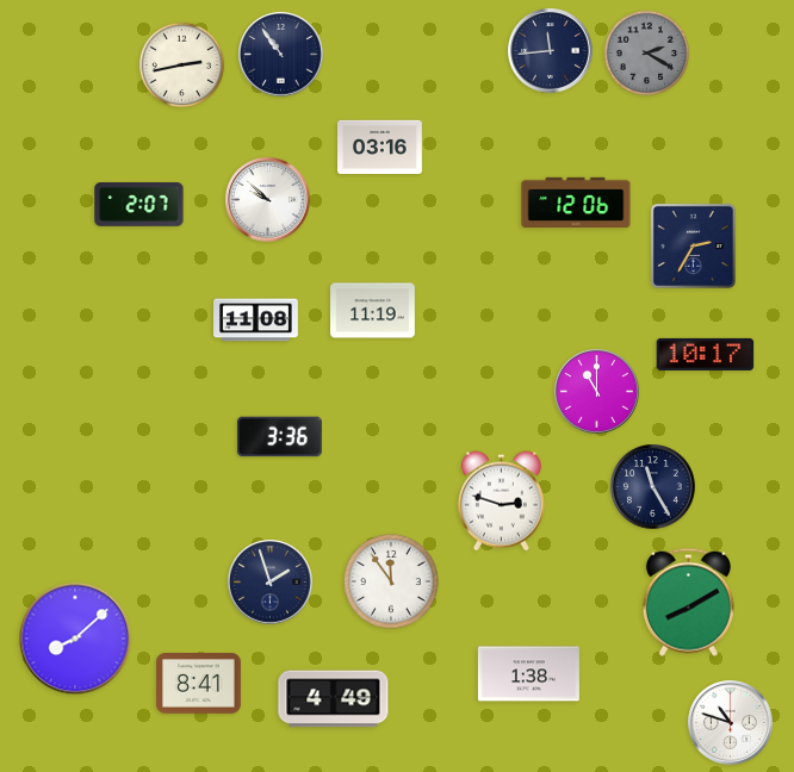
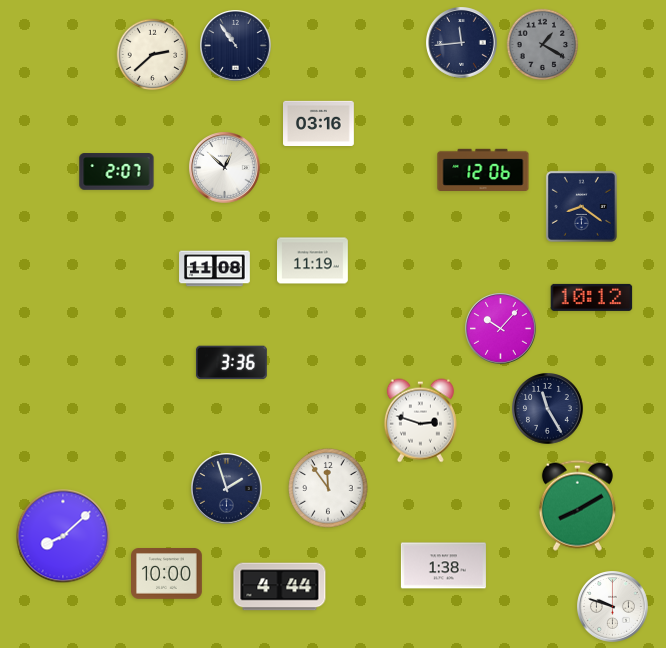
clock at (647, 54): 2:20 -> 1:20
clock at (182, 66): 2:43 -> 2:38
clock at (268, 200): 9:52 -> 12:52
clock at (693, 245): 2:35 -> 8:21
clock at (706, 354): 10:17 -> 10:12
clock at (597, 392): 11:00 -> 10:07
clock at (279, 437) position: (279, 437) -> (231, 363)
clock at (199, 684): 8:41 -> 10:00
clock at (334, 699): 4:49 -> 4:44
clock at (731, 723): 10:48 -> 9:48
